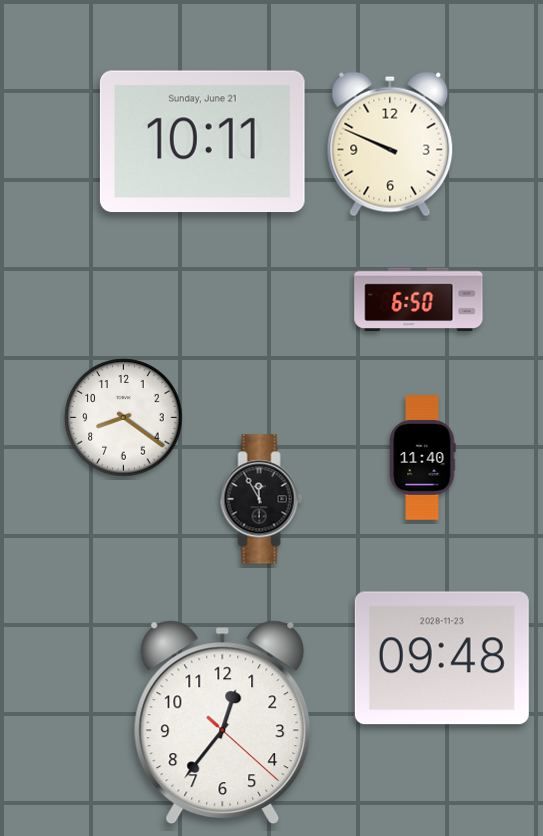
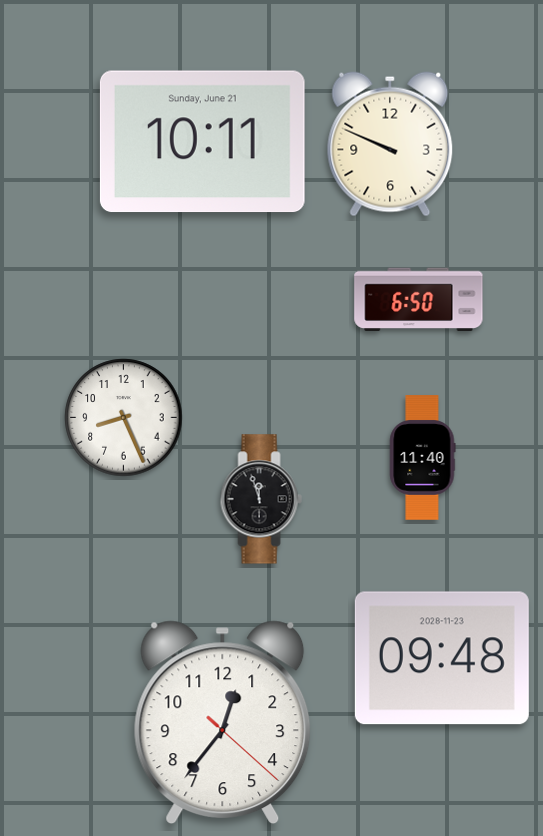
clock at (124, 418): 8:21 -> 8:26
clock at (261, 499): 11:55 -> 11:57
